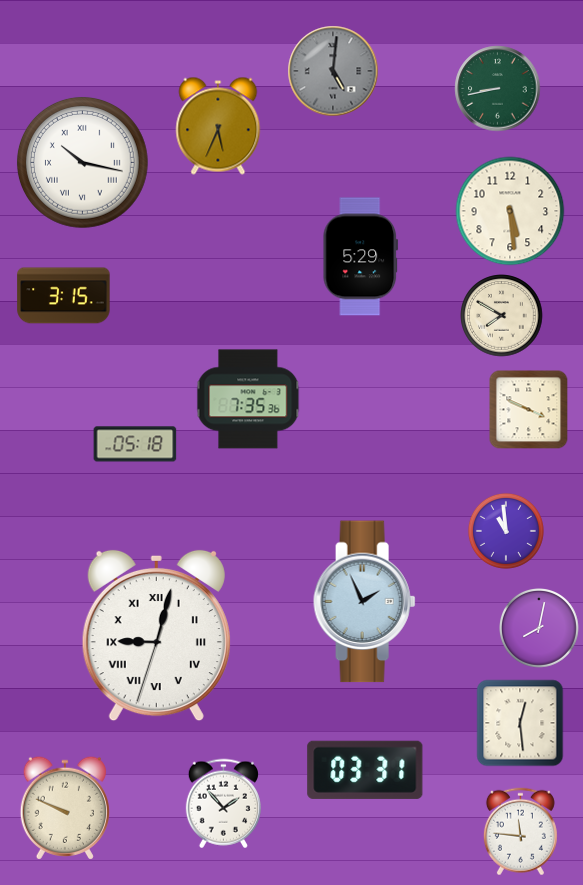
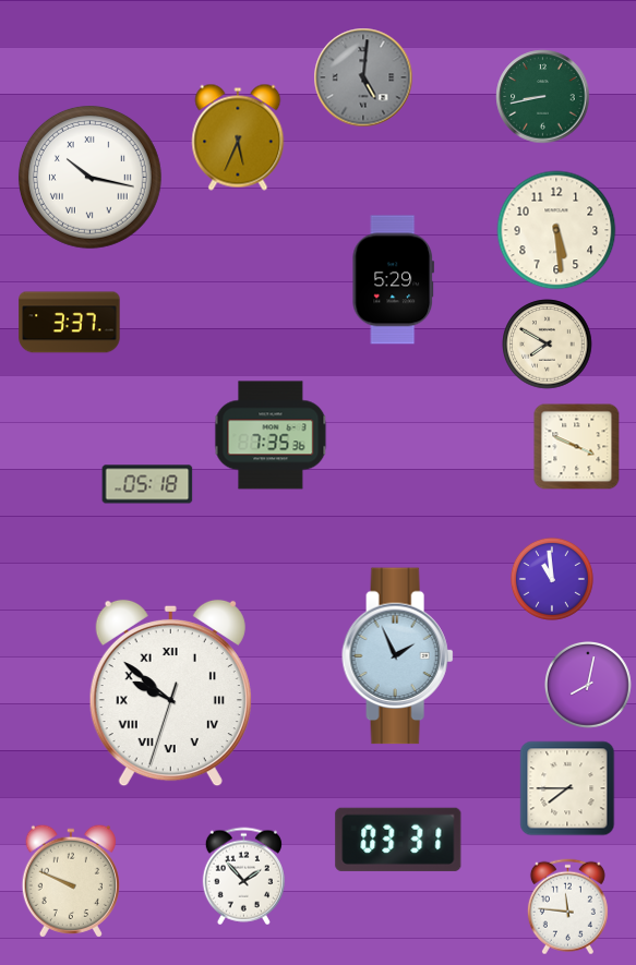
clock at (64, 296): 3:15 -> 3:37
clock at (156, 636): 9:02 -> 9:51
clock at (520, 723): 12:29 -> 7:45
